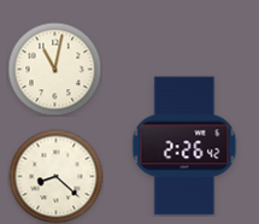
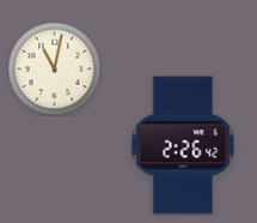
clock at (55, 176): 8:22 -> none
